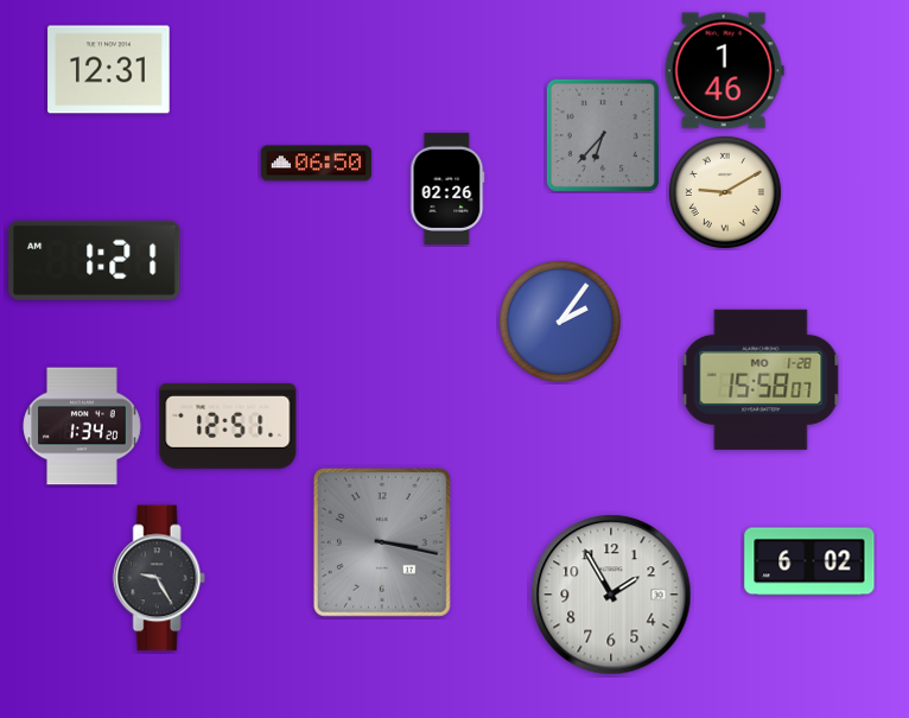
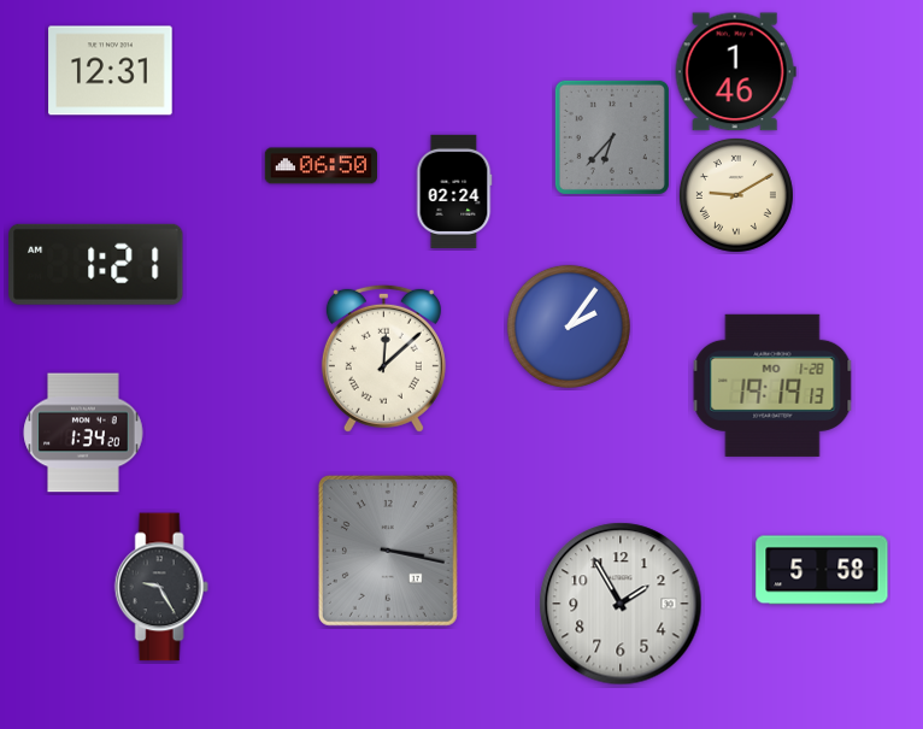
clock at (447, 189): 02:26 -> 02:24
clock at (383, 358): none -> 12:08
clock at (761, 380): 15:58 -> 19:19
clock at (228, 426): 12:51 -> none
clock at (809, 561): 6:02 -> 5:58
